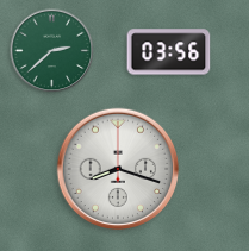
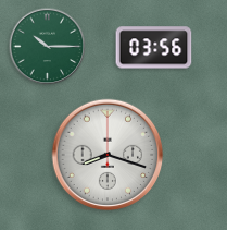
clock at (52, 51): 2:38 -> 10:15
